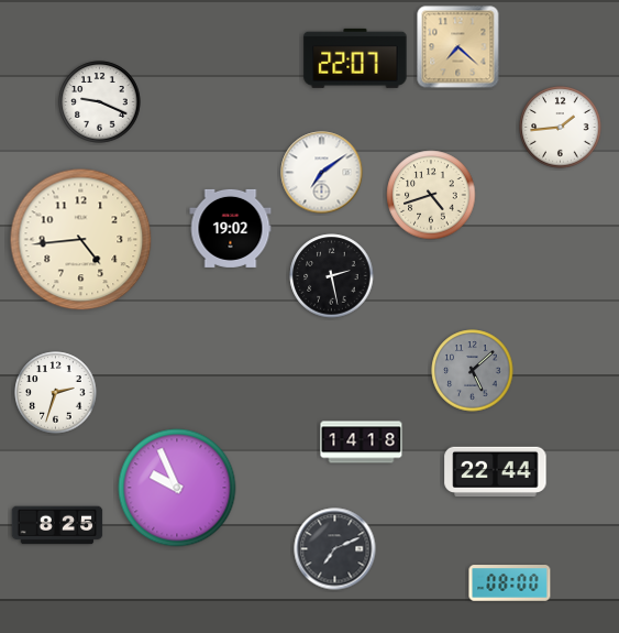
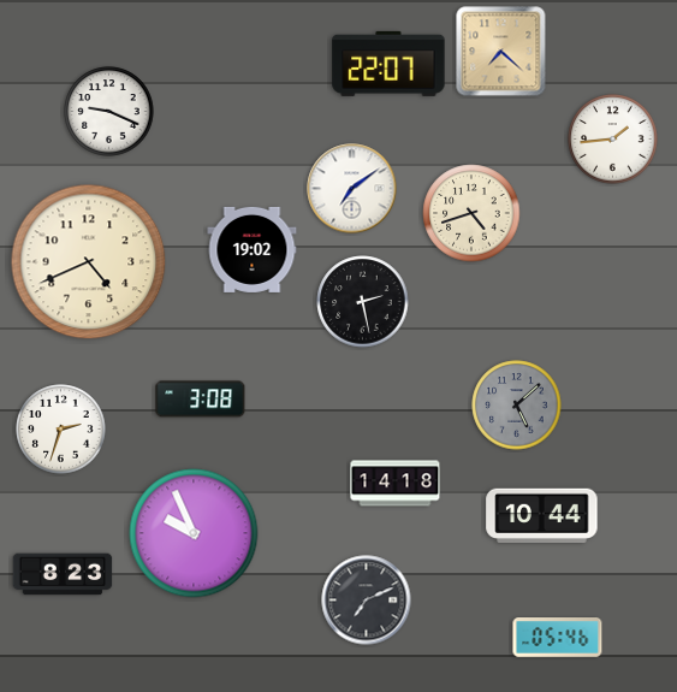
clock at (81, 240): 4:44 -> 4:41
clock at (201, 400): none -> 3:08
clock at (496, 471): 22:44 -> 10:44
clock at (57, 525): 8:25 -> 8:23
clock at (510, 583): 08:00 -> 05:46
